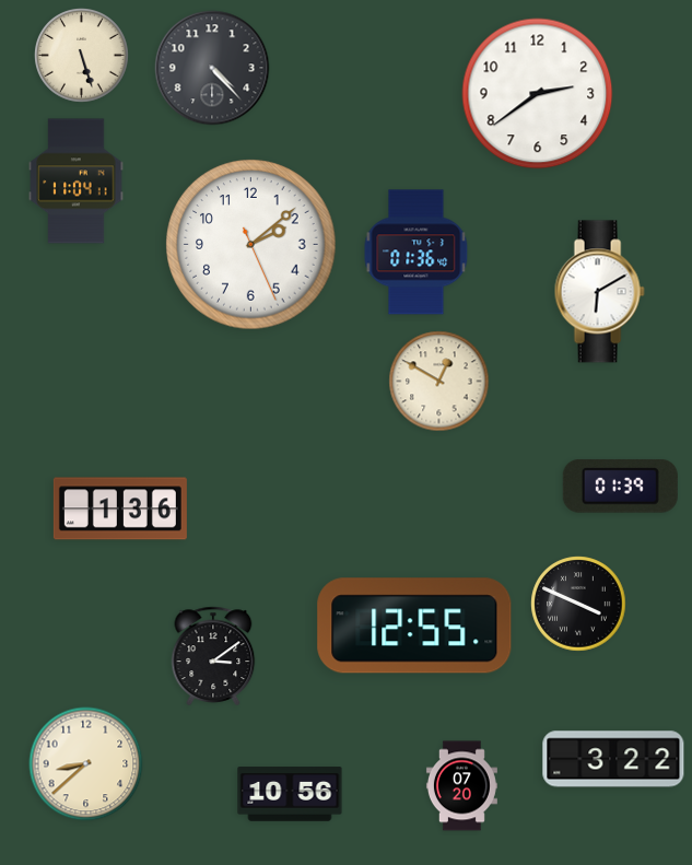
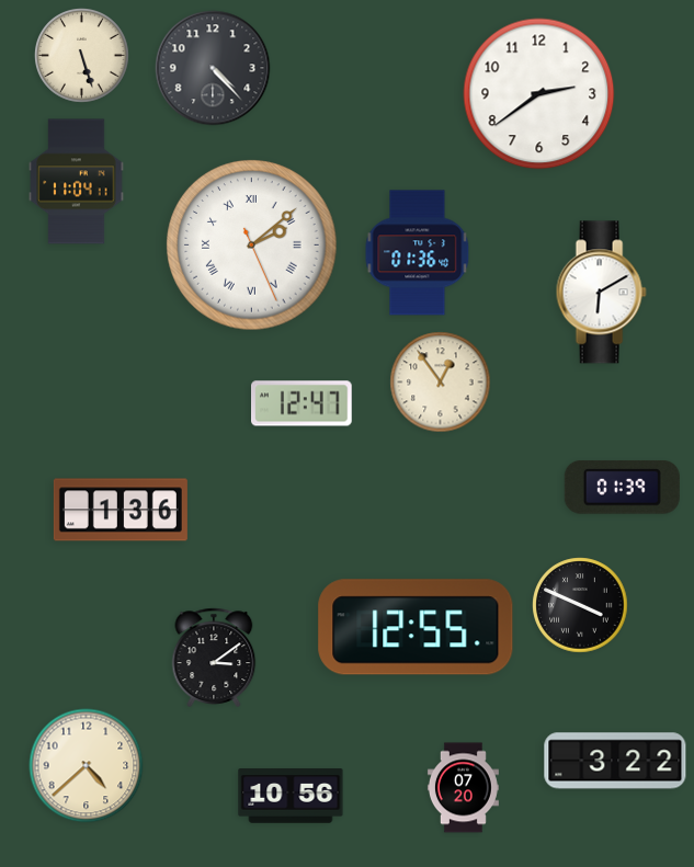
clock at (251, 245) numerals: Arabic -> Roman
clock at (439, 382): 12:50 -> 12:54
clock at (303, 403): none -> 12:47
clock at (86, 764): 8:38 -> 4:38
